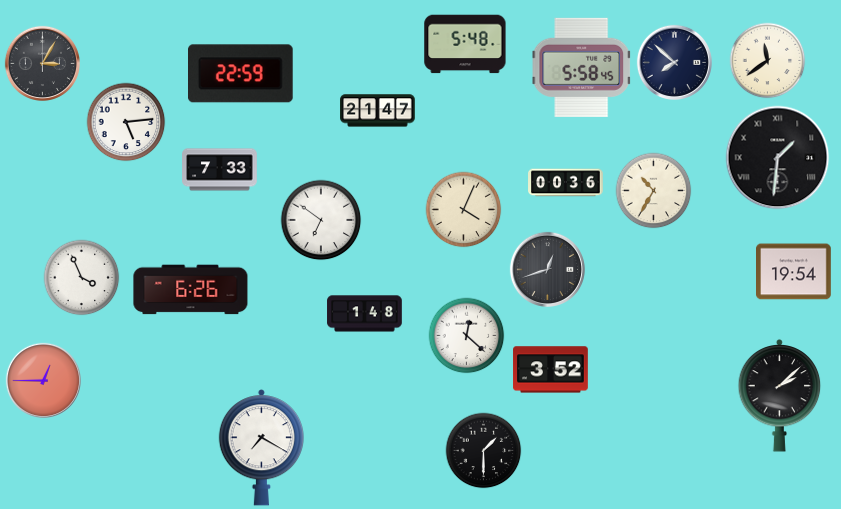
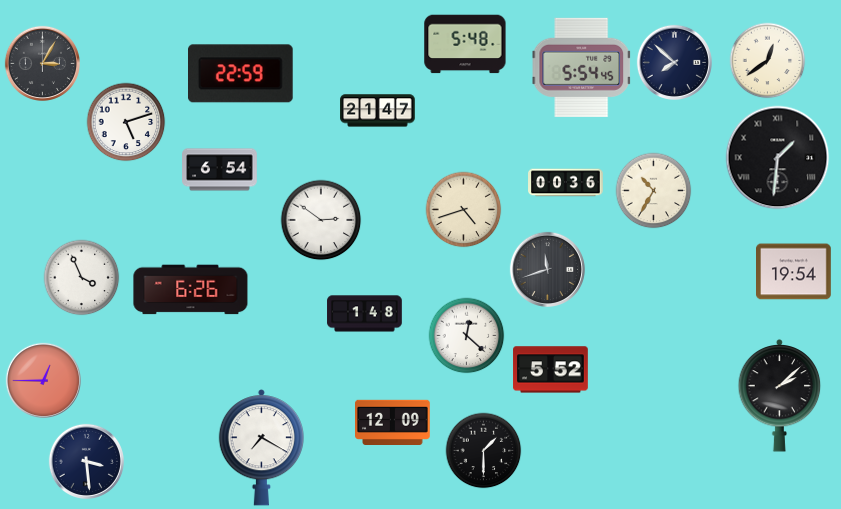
clock at (768, 61): 11:39 -> 12:39
clock at (581, 67): 5:58 -> 5:54
clock at (126, 122): 5:14 -> 5:12
clock at (220, 170): 7:33 -> 6:54
clock at (464, 210): 4:04 -> 4:42
clock at (321, 220): 6:51 -> 2:51
clock at (547, 269): 12:42 -> 11:42
clock at (551, 370): 3:52 -> 5:52
clock at (393, 422): none -> 12:09
clock at (86, 461): none -> 3:29
